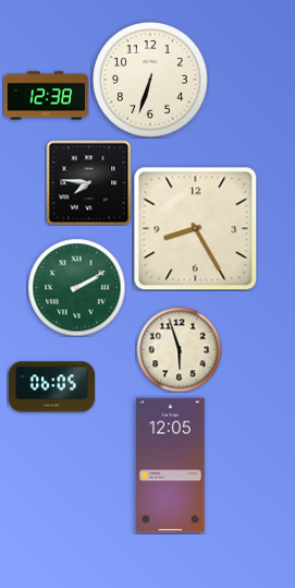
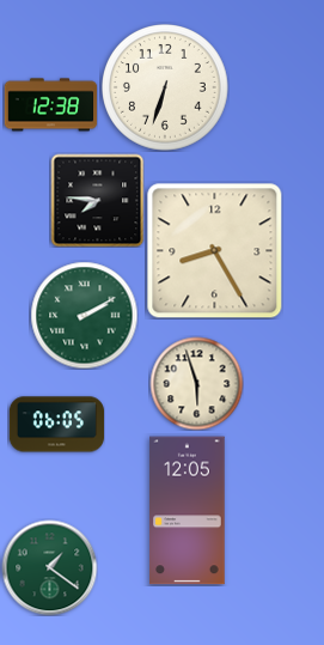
clock at (49, 567): none -> 1:21
